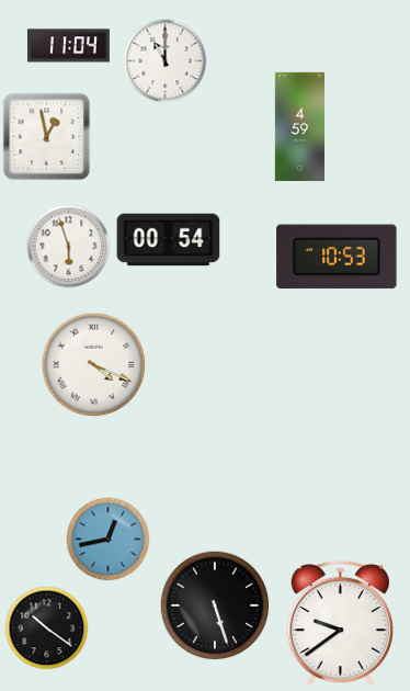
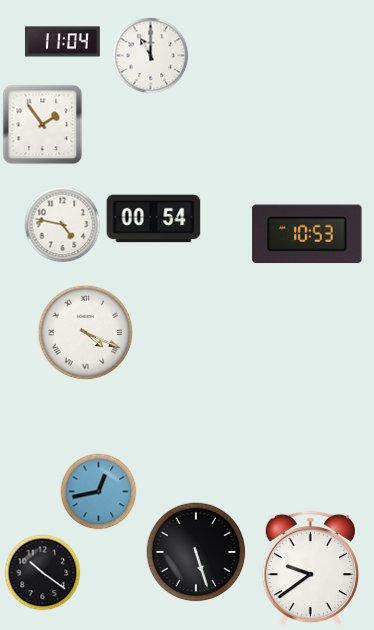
clock at (300, 127): 4:59 -> none
clock at (47, 137): 12:58 -> 1:54
clock at (69, 247): 5:57 -> 4:47
